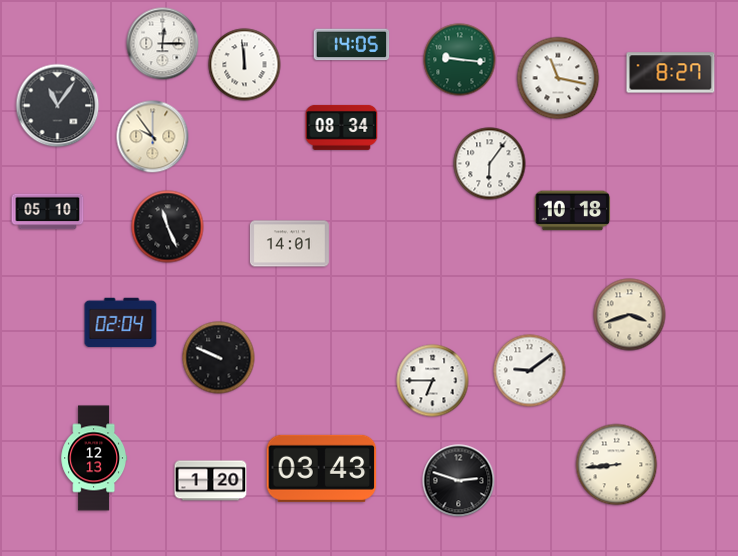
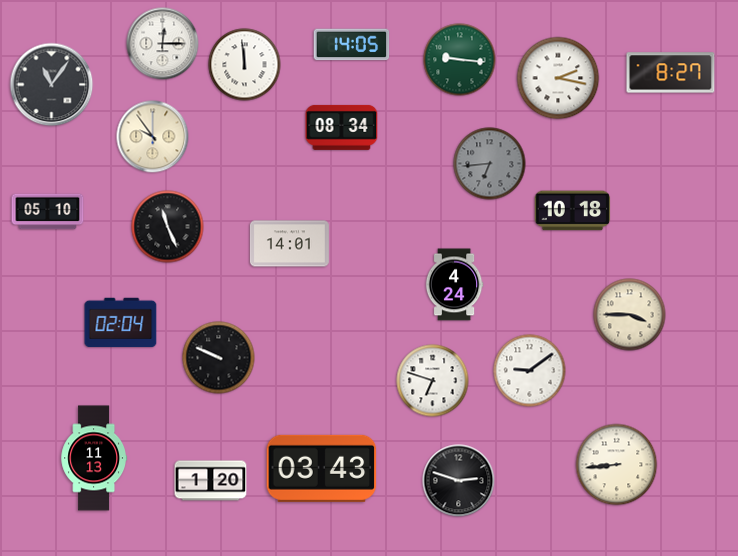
clock at (558, 78): 11:17 -> 2:17
clock at (58, 106) position: (58, 106) -> (52, 85)
clock at (490, 164): 6:06 -> 6:44
clock at (490, 164) dial: white -> grey
clock at (454, 285): none -> 4:24
clock at (630, 315): 3:42 -> 3:45
clock at (433, 381): 6:45 -> 6:48
clock at (93, 458): 12:13 -> 11:13
